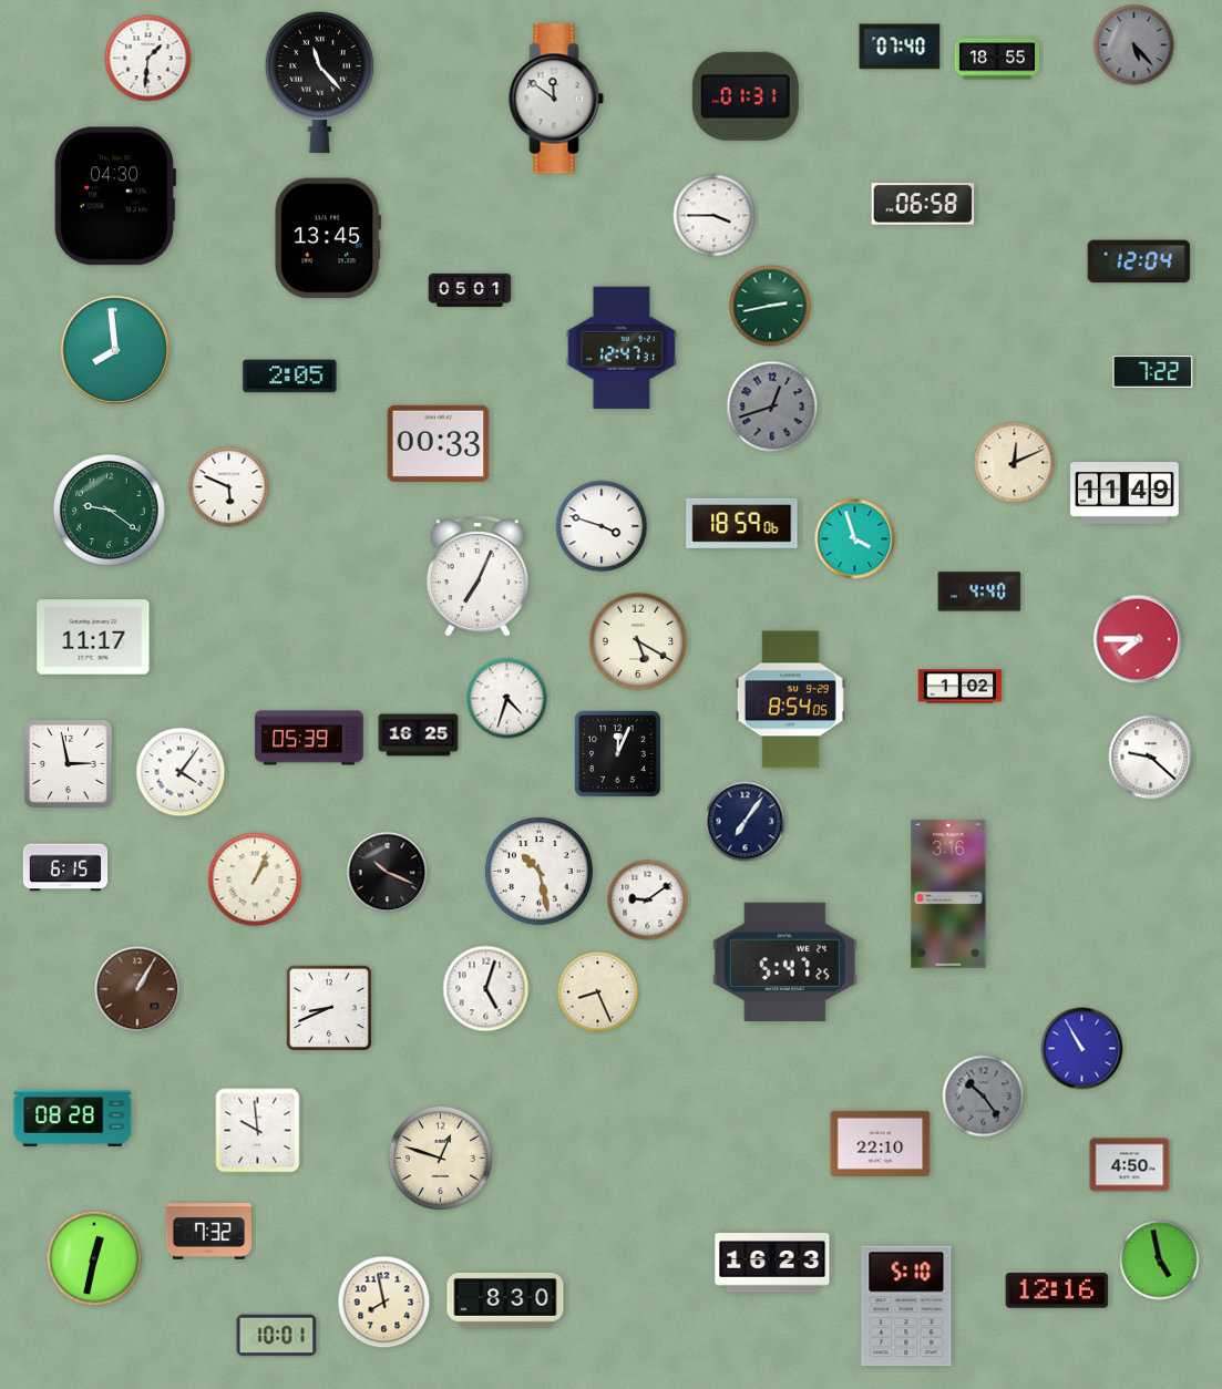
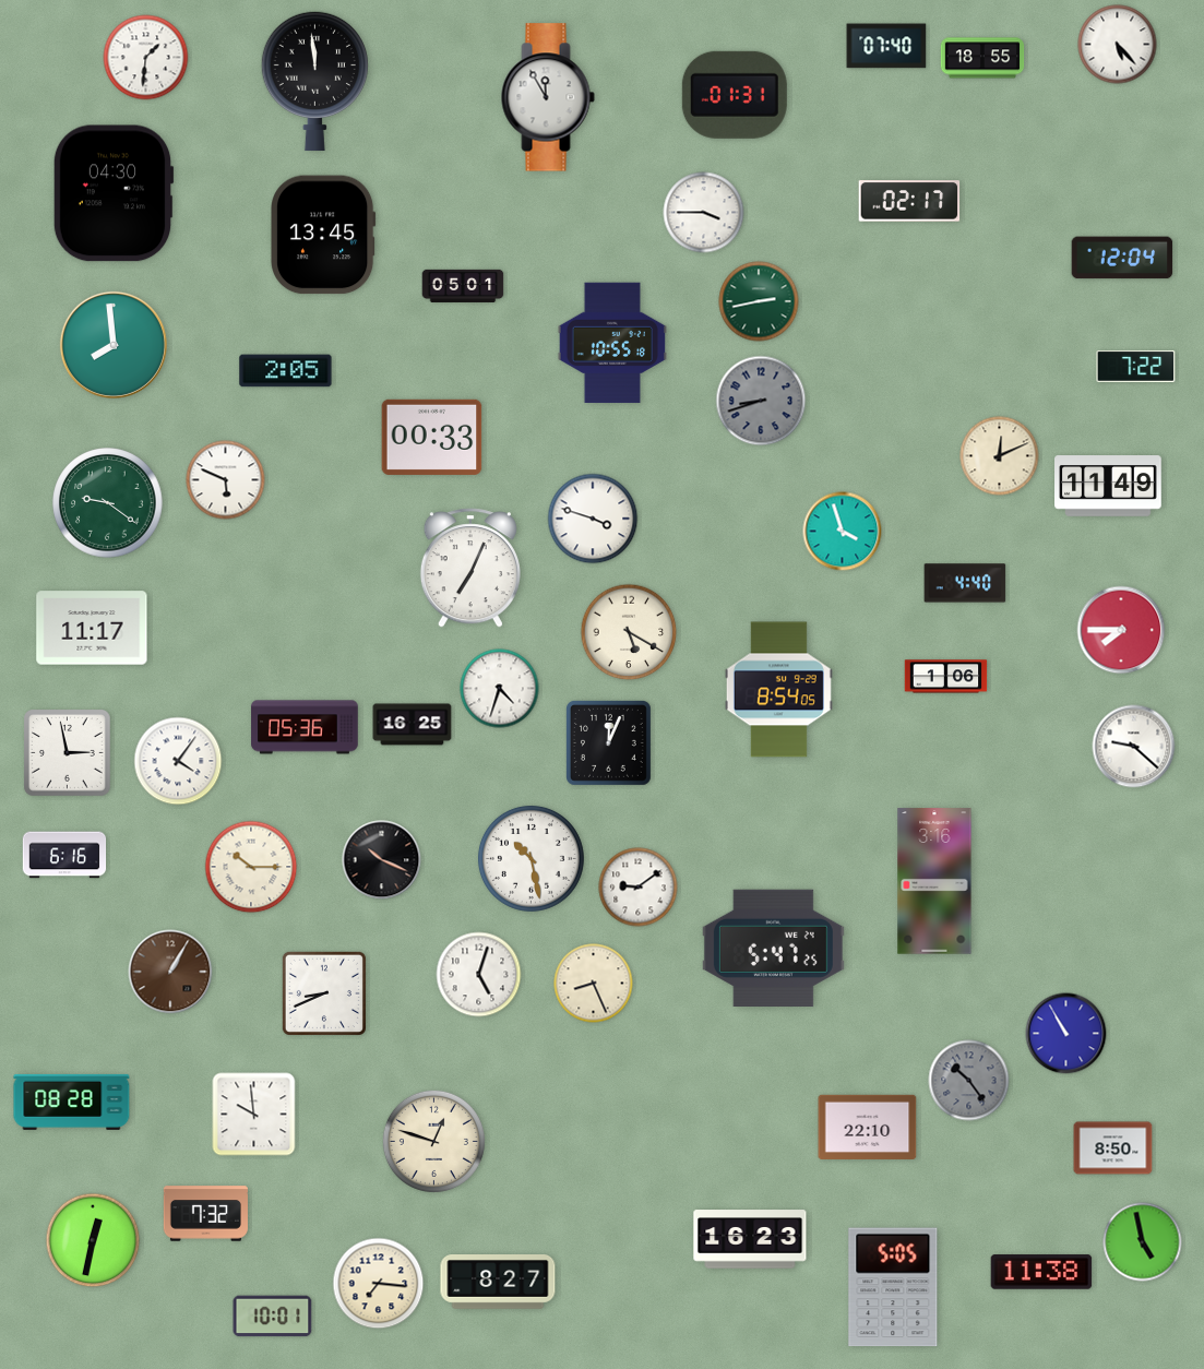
clock at (1134, 45) dial: grey -> white
clock at (319, 82): 11:23 -> 11:59
clock at (556, 99): 11:51 -> 11:55
clock at (923, 204): 06:58 -> 02:17
clock at (620, 348): 12:47 -> 10:55
clock at (772, 407): 12:42 -> 8:42
clock at (742, 523): 18:59 -> none
clock at (961, 687): 1:02 -> 1:06
clock at (309, 738): 05:39 -> 05:36
clock at (746, 822): 7:06 -> none
clock at (65, 867): 6:15 -> 6:16
clock at (255, 879): 1:04 -> 10:15
clock at (137, 989) position: (137, 989) -> (170, 972)
clock at (598, 992) position: (598, 992) -> (594, 984)
clock at (1130, 1165): 4:50 -> 8:50
clock at (772, 1263) position: (772, 1263) -> (750, 1239)
clock at (1057, 1290): 12:16 -> 11:38
clock at (505, 1301): 8:30 -> 8:27
clock at (384, 1303): 7:58 -> 7:16
clock at (906, 1306): 5:10 -> 5:05
